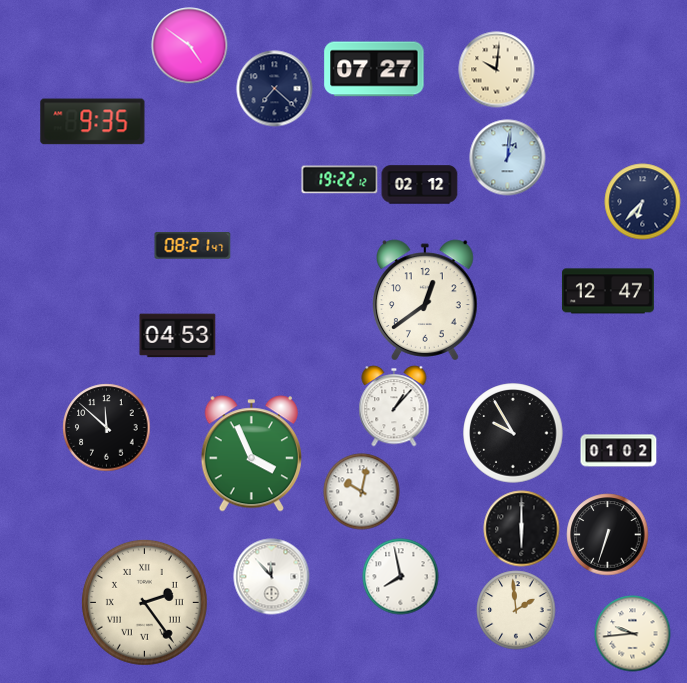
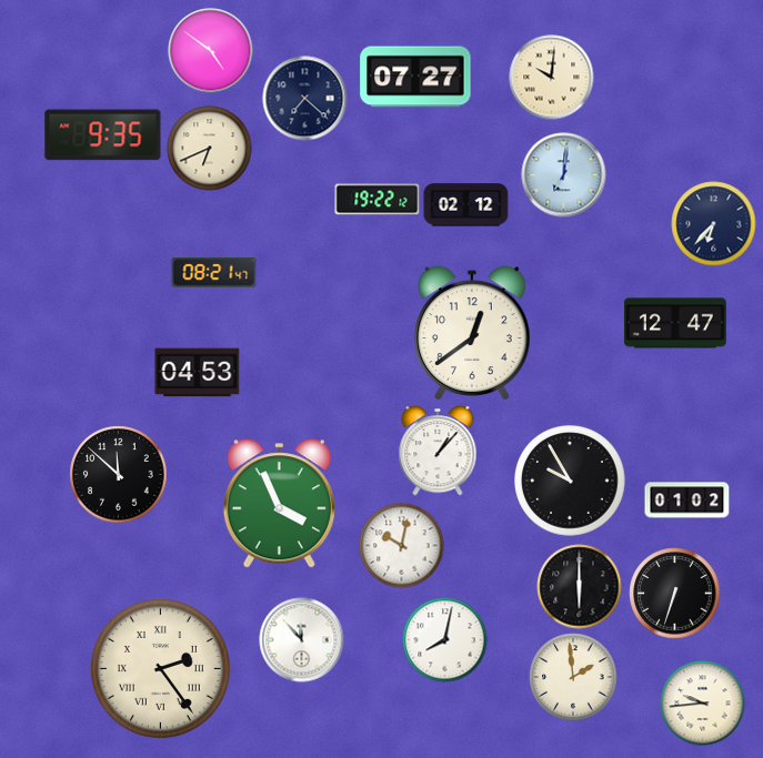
clock at (210, 149): none -> 6:41
clock at (508, 158): 1:01 -> 7:01
clock at (401, 577): 7:58 -> 8:02
